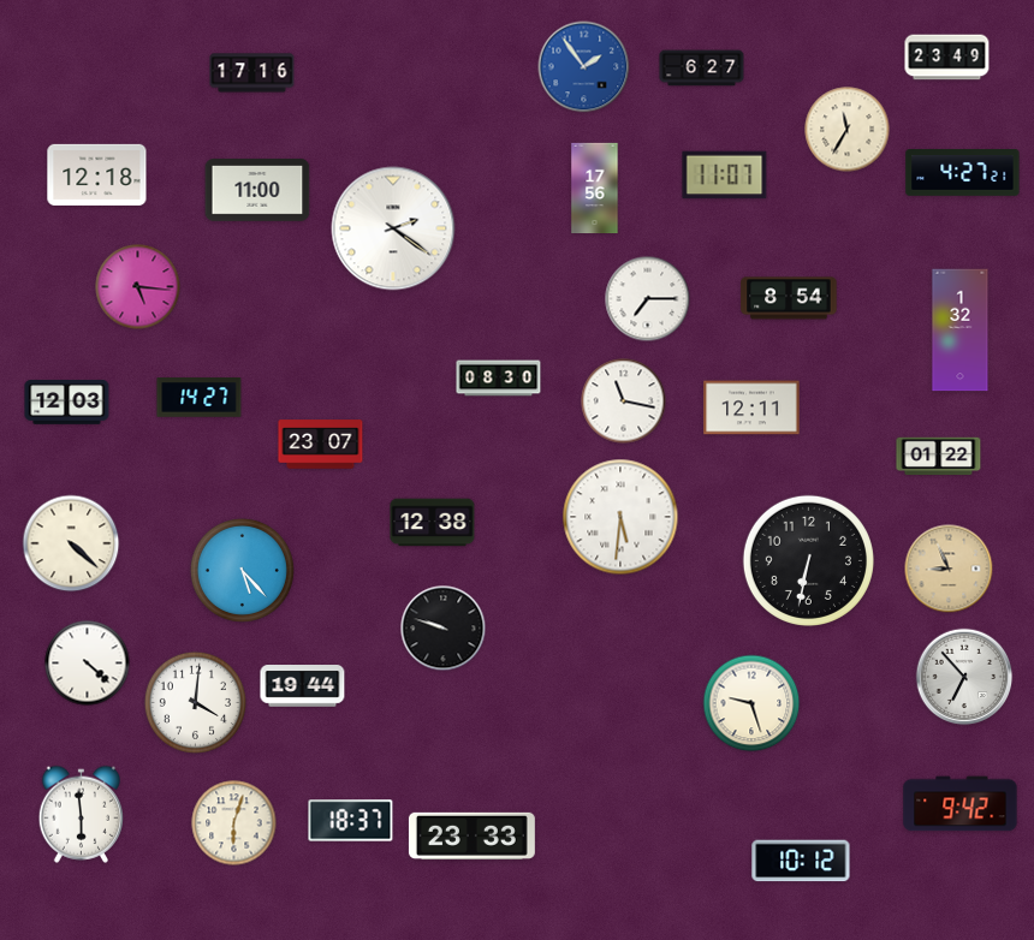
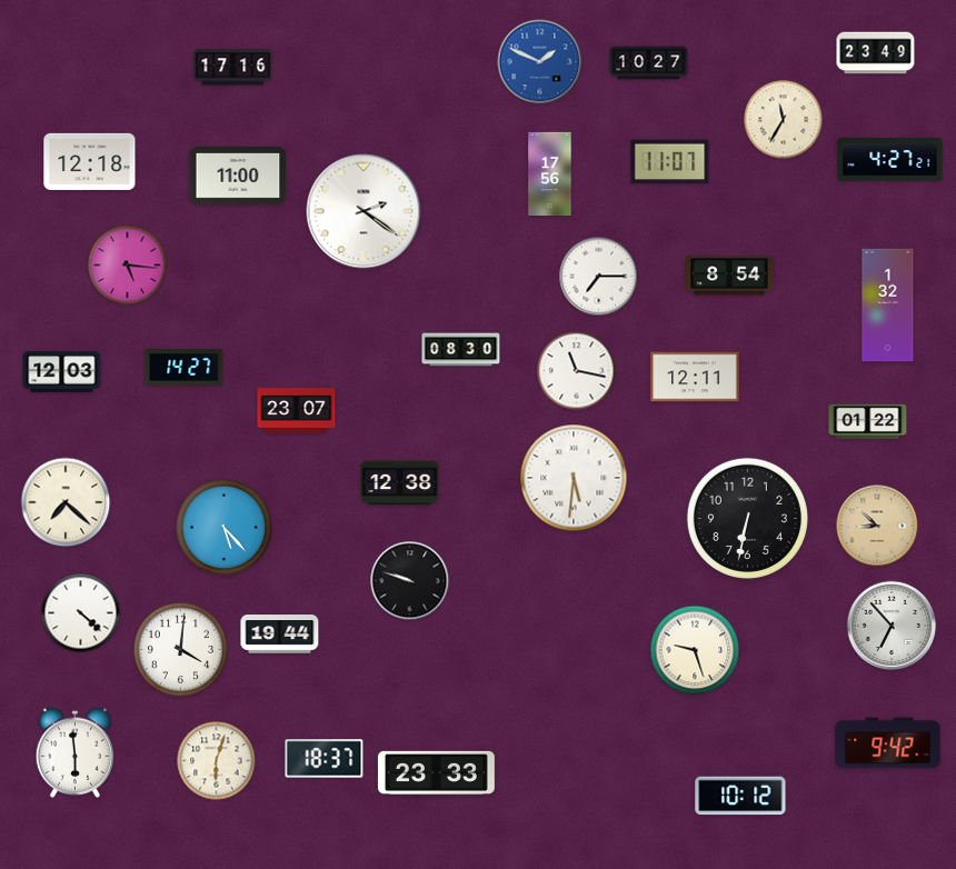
clock at (584, 67): 1:54 -> 1:49
clock at (702, 69): 6:27 -> 10:27
clock at (71, 543): 4:22 -> 7:22
clock at (949, 569): 8:56 -> 8:52
